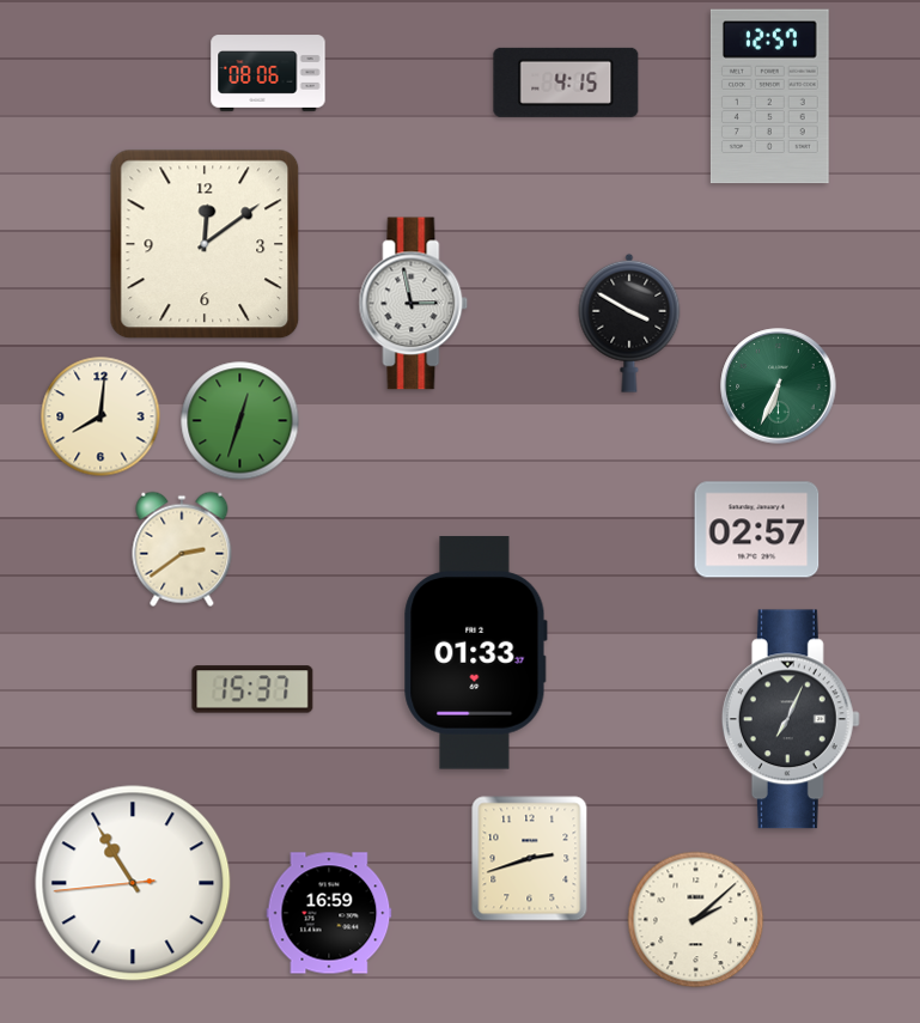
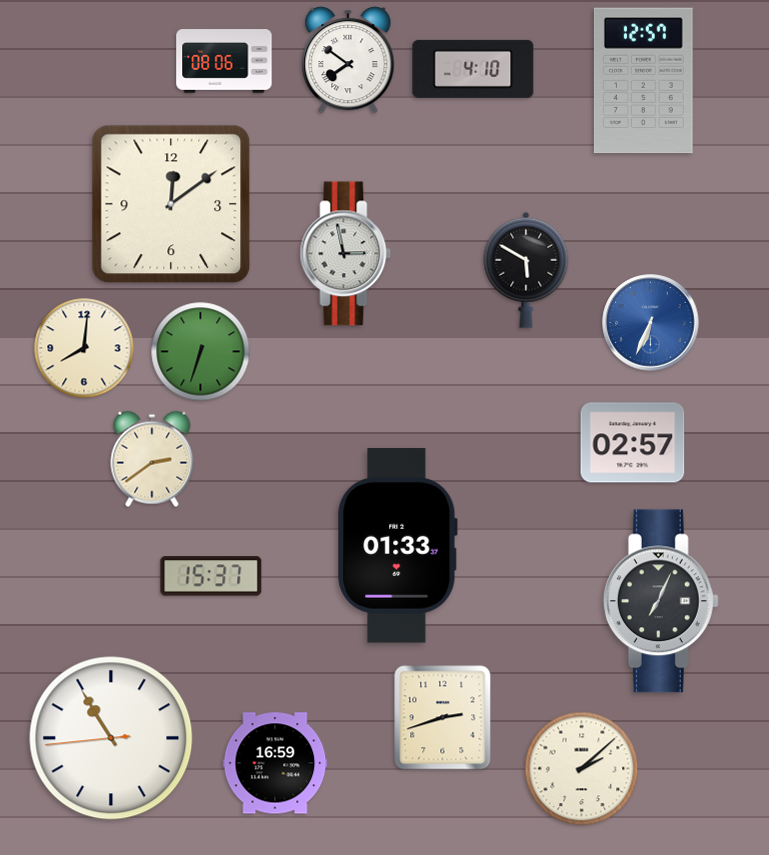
clock at (348, 60): none -> 7:51
clock at (566, 83): 4:15 -> 4:10
clock at (629, 323): 3:50 -> 5:50
clock at (779, 386) dial: green -> blue
clock at (240, 421): 12:33 -> 6:33
